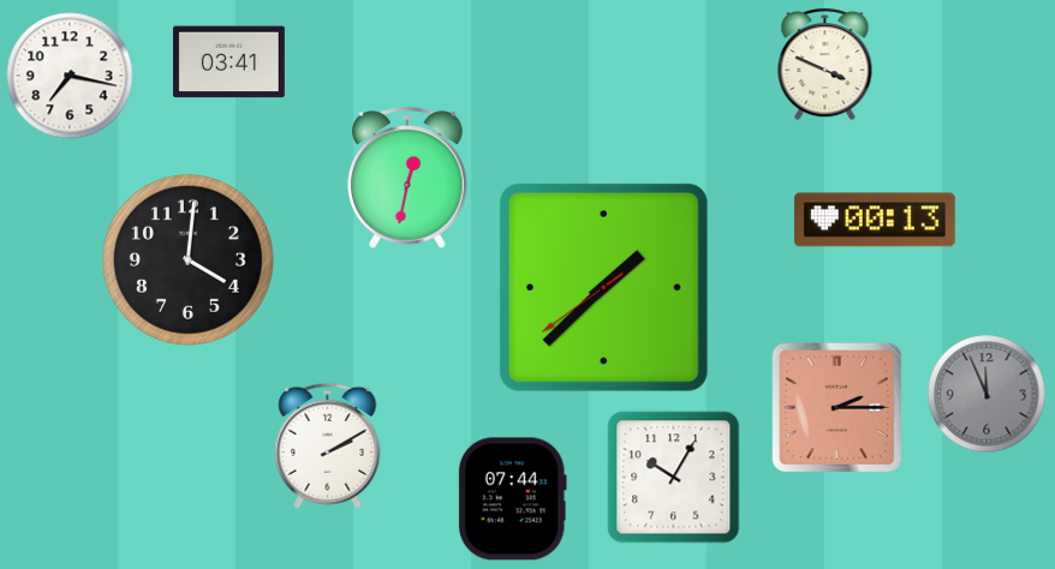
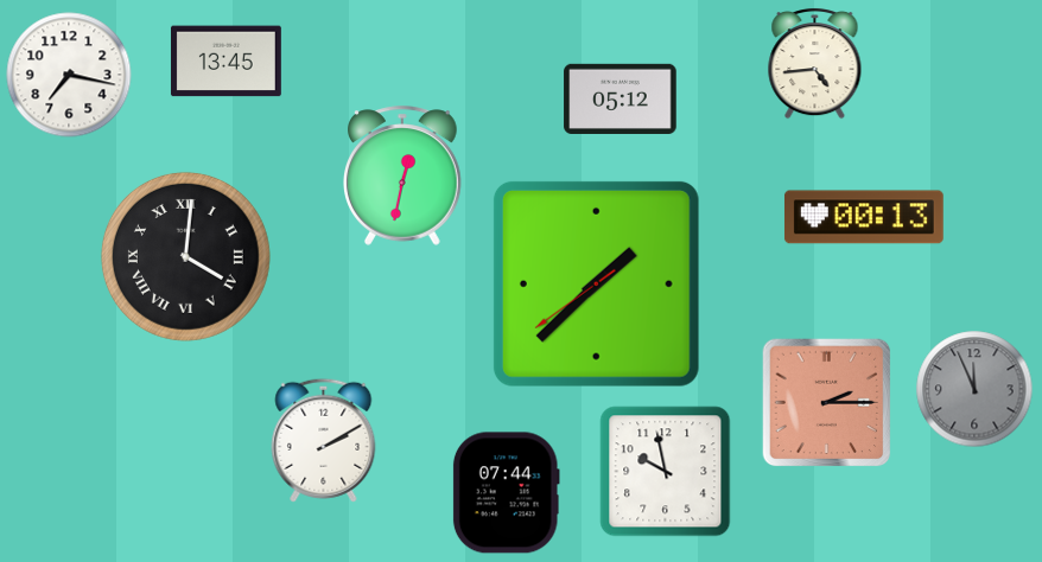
clock at (228, 62): 03:41 -> 13:45
clock at (825, 64): 3:49 -> 4:44
clock at (621, 98): none -> 05:12
clock at (187, 259) numerals: Arabic -> Roman
clock at (674, 478): 10:05 -> 9:58
